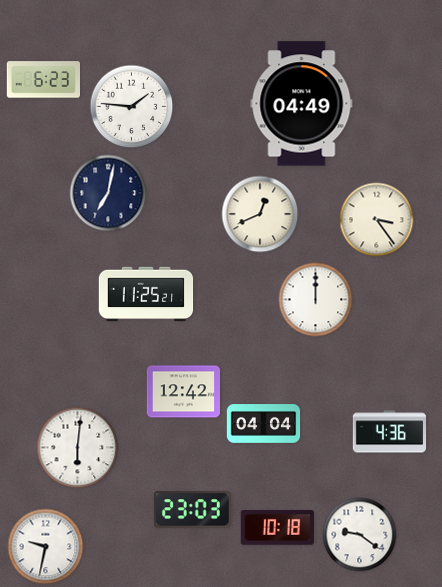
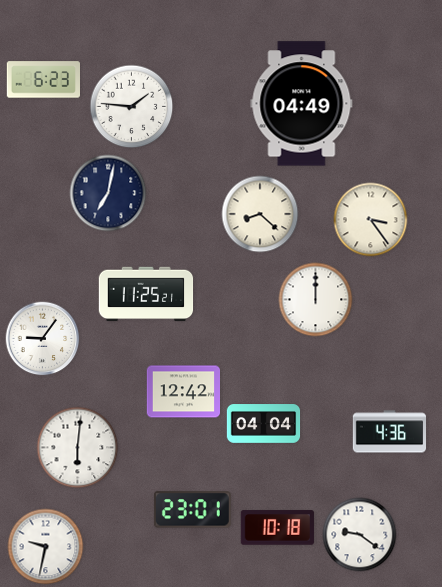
clock at (260, 214): 12:41 -> 8:22
clock at (377, 220) position: (377, 220) -> (371, 220)
clock at (43, 339): none -> 9:06
clock at (192, 510): 23:03 -> 23:01
